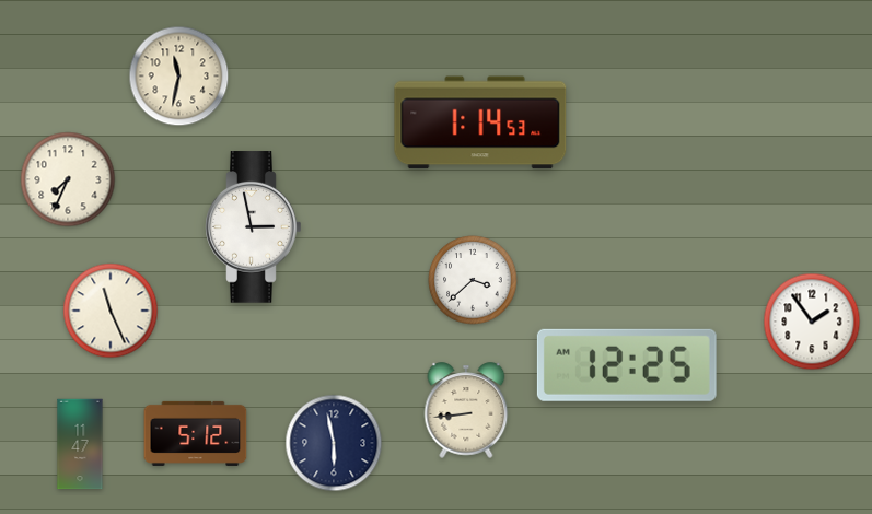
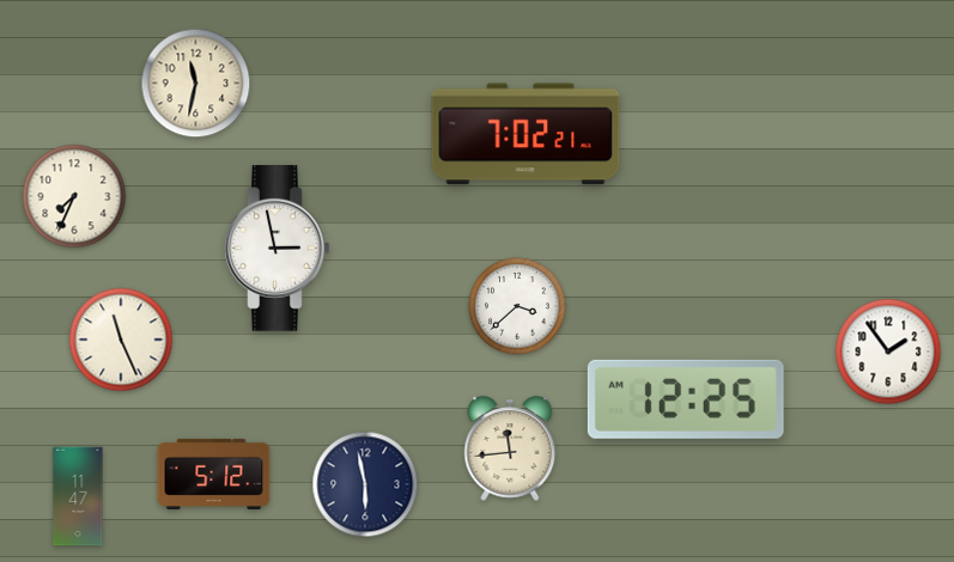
clock at (480, 122): 1:14 -> 7:02
clock at (466, 410): 8:44 -> 11:44
clock at (80, 444) position: (80, 444) -> (78, 496)
